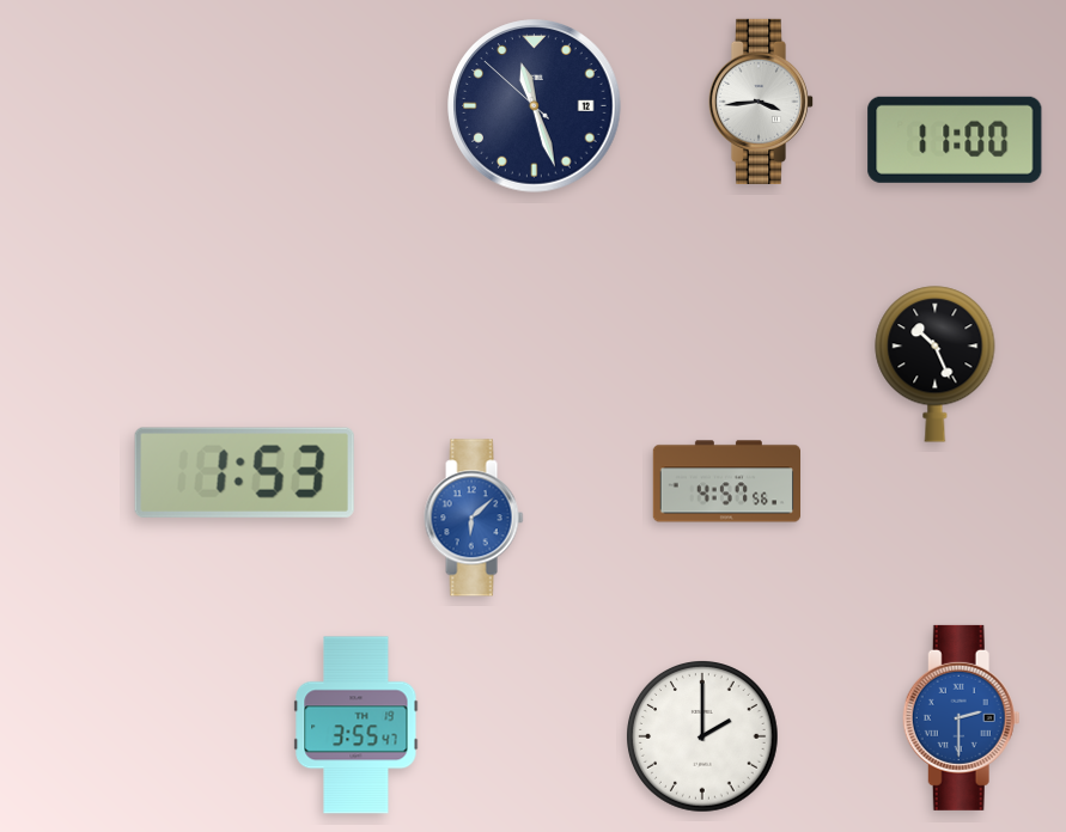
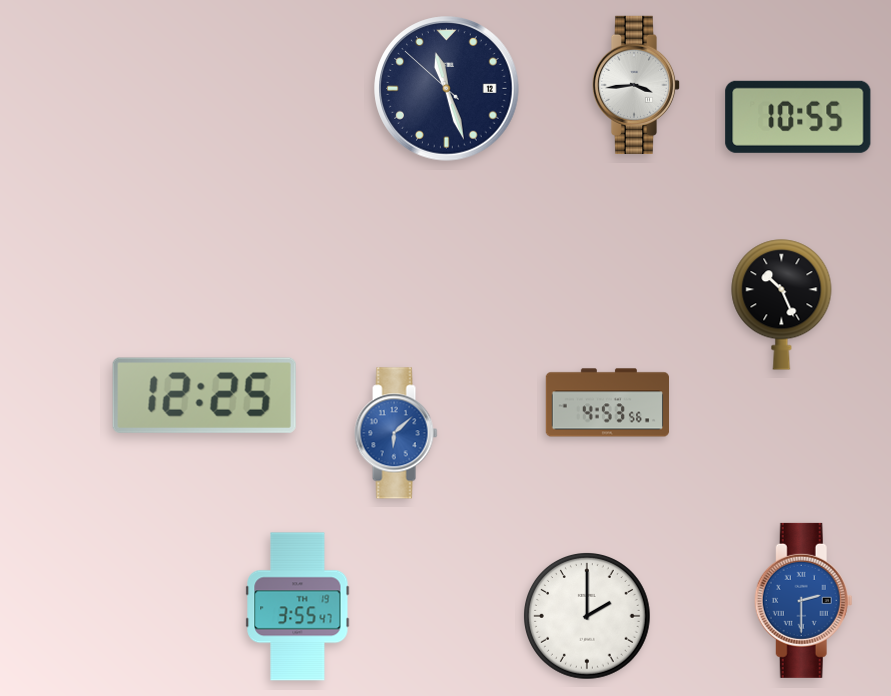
clock at (955, 140): 11:00 -> 10:55
clock at (244, 472): 1:53 -> 12:25
clock at (726, 482): 4:57 -> 4:53
